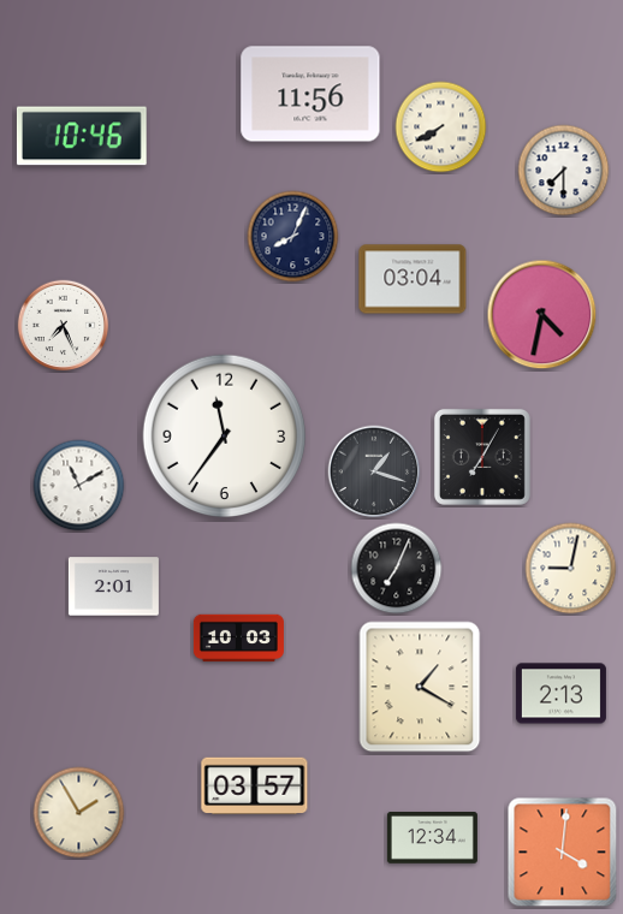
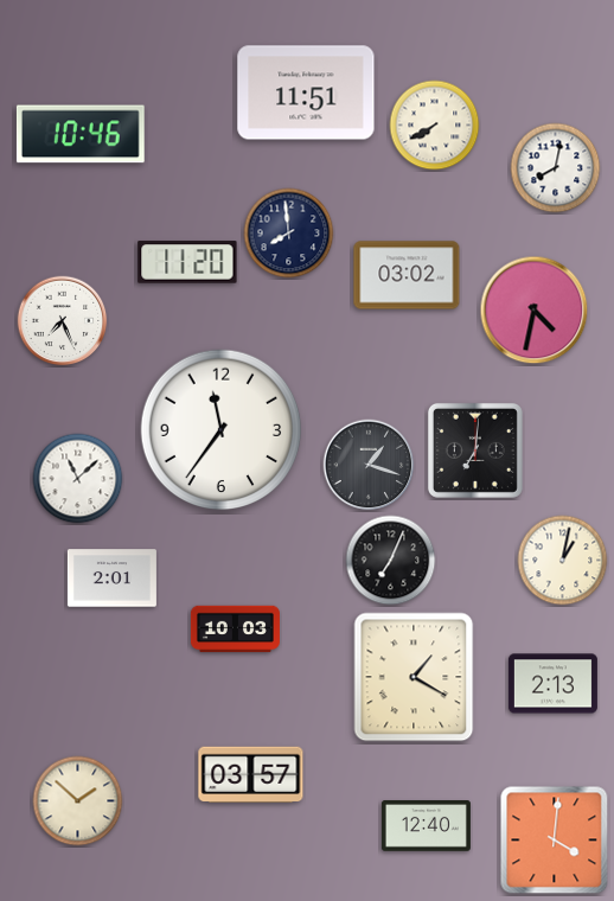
clock at (310, 94): 11:56 -> 11:51
clock at (564, 171): 7:30 -> 8:02
clock at (293, 237): 8:04 -> 7:59
clock at (187, 262): none -> 11:20
clock at (413, 279): 03:04 -> 03:02
clock at (482, 457): 7:05 -> 7:01
clock at (79, 486): 11:10 -> 11:08
clock at (571, 569): 9:02 -> 1:02
clock at (79, 813): 1:55 -> 1:52
clock at (432, 838): 12:34 -> 12:40
